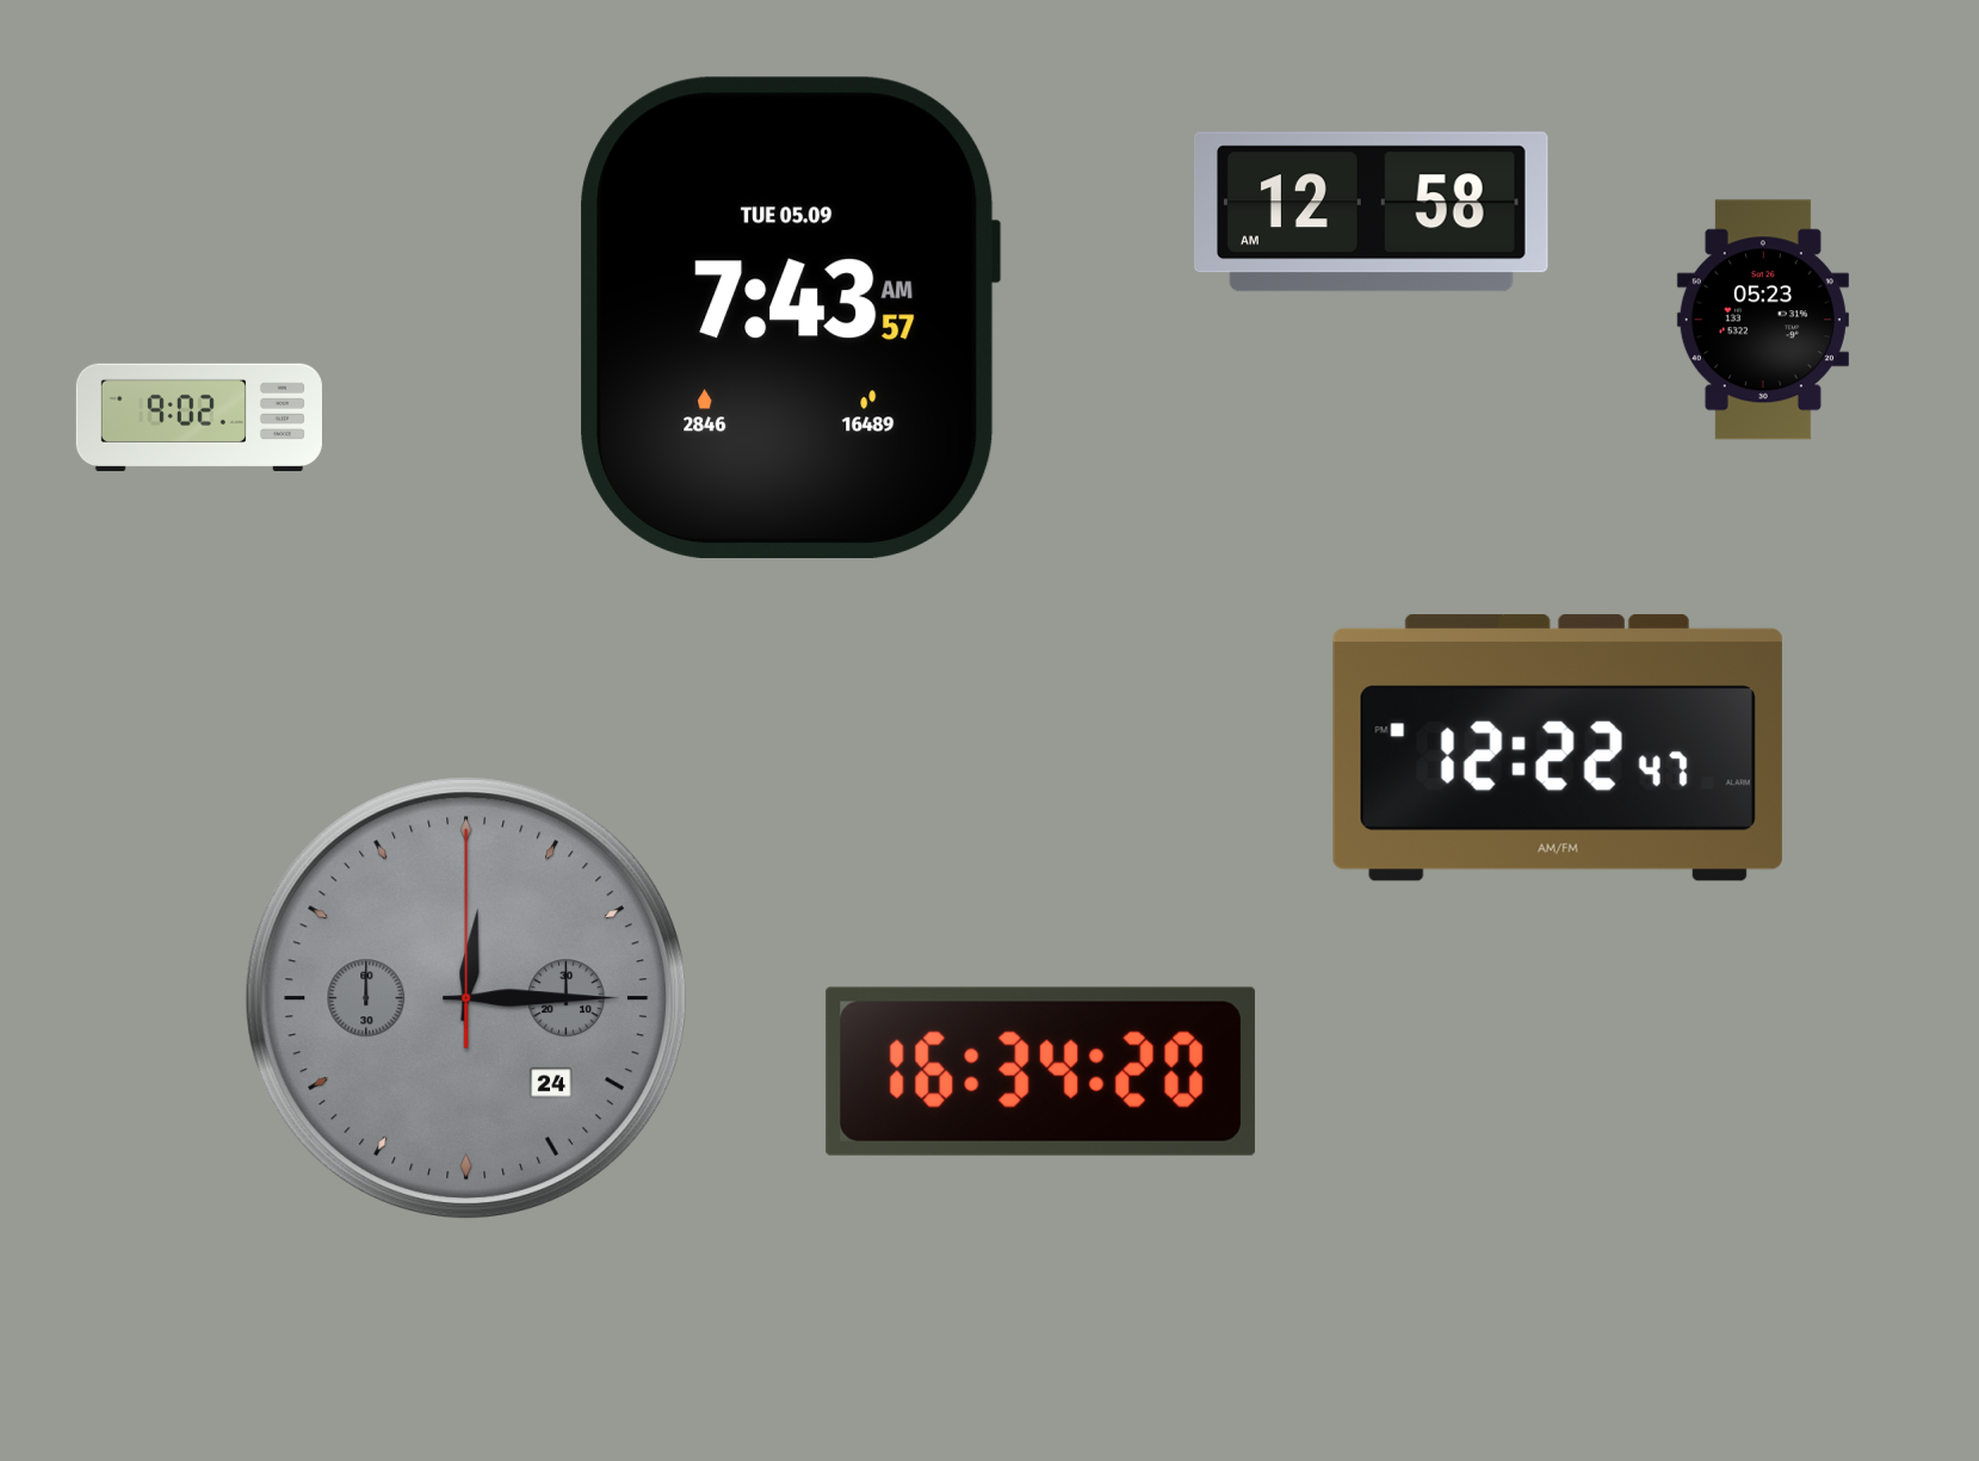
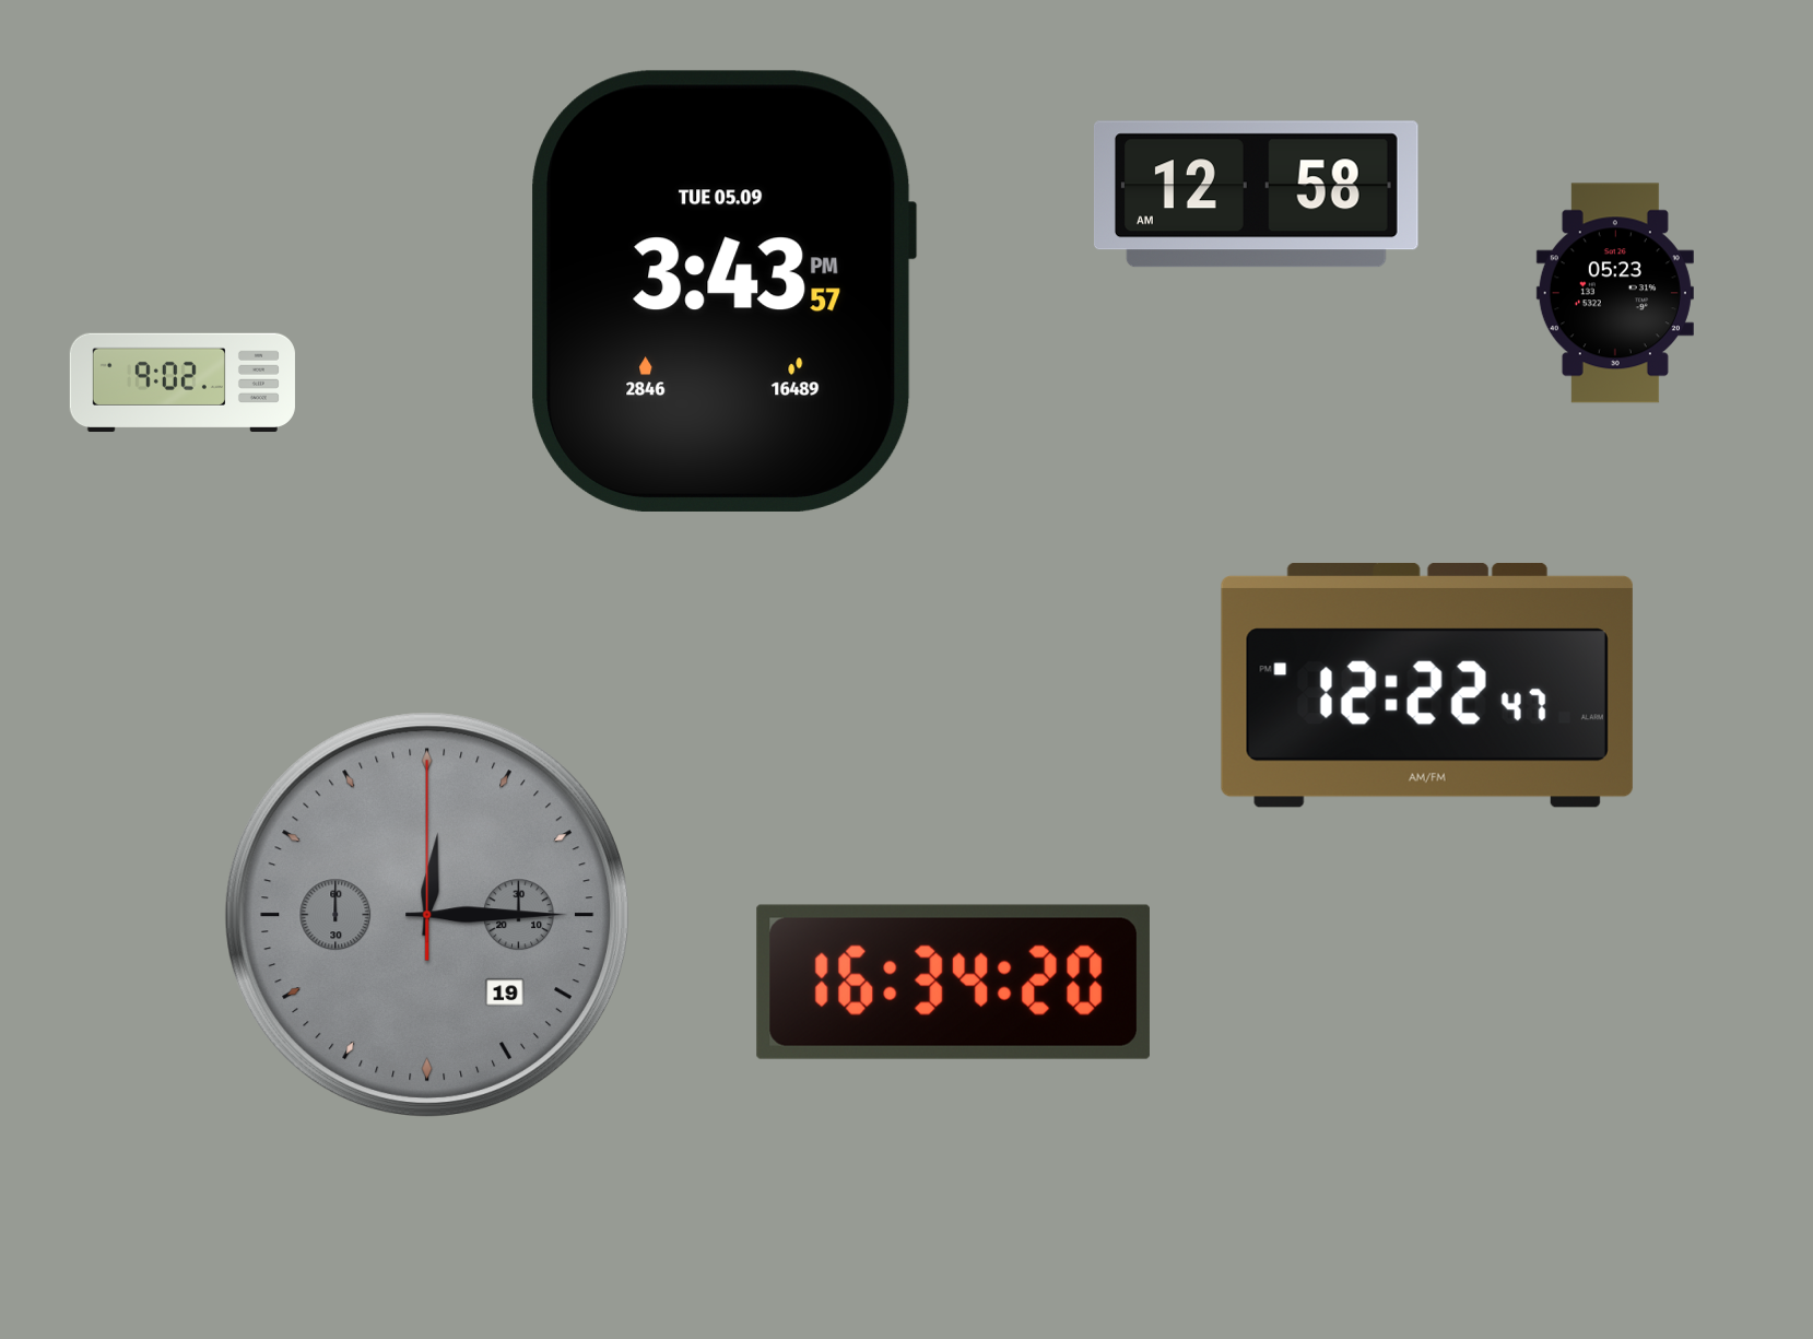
clock at (791, 317): 7:43 -> 3:43
clock at (466, 998) date: 24 -> 19
